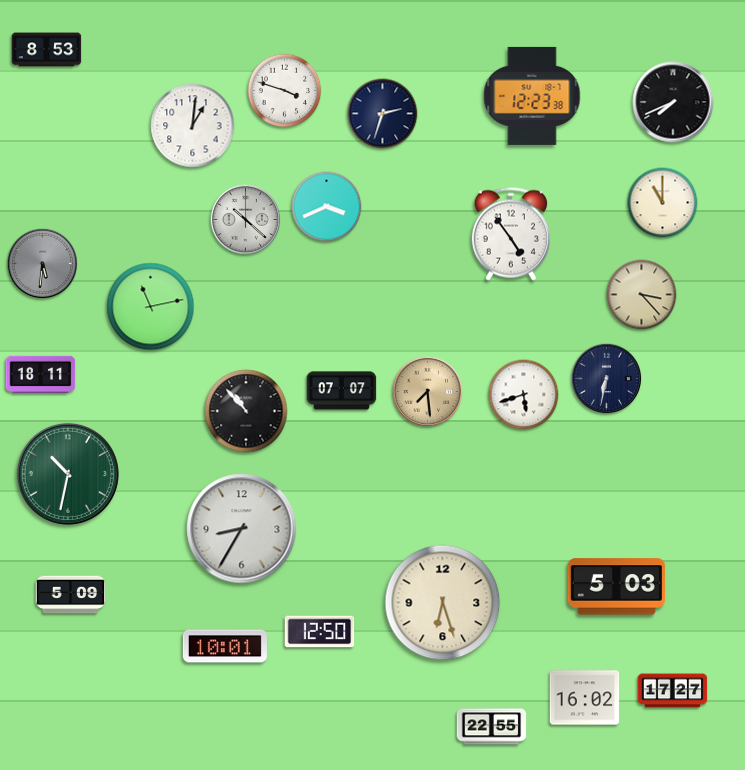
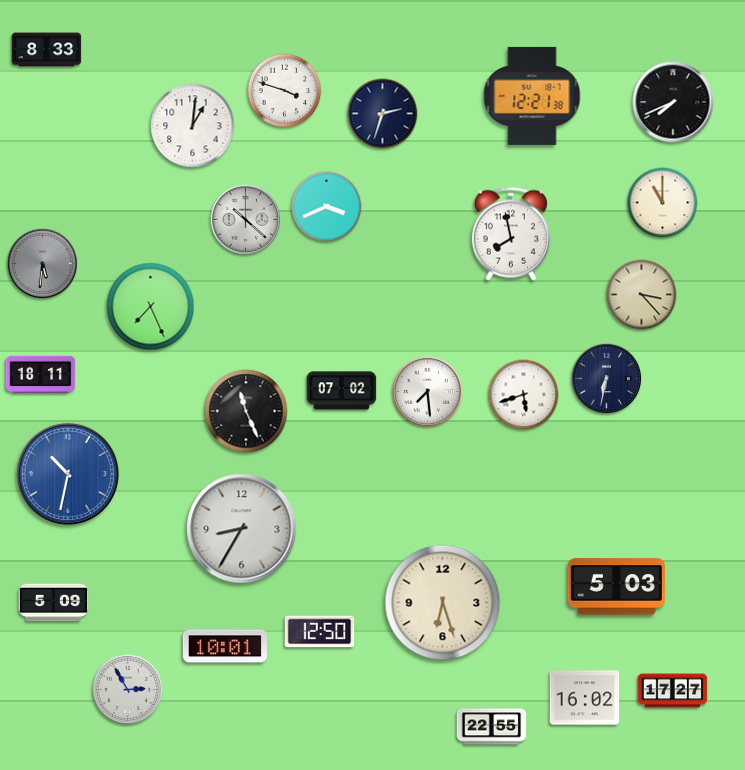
clock at (47, 50): 8:53 -> 8:33
clock at (532, 96): 12:23 -> 12:21
clock at (511, 234): 4:54 -> 7:58
clock at (151, 307): 11:13 -> 7:26
clock at (342, 391): 07:07 -> 07:02
clock at (428, 392) dial: champagne -> white
clock at (246, 411): 10:53 -> 11:26
clock at (68, 474) dial: green -> blue
clock at (71, 595) position: (71, 595) -> (54, 603)
clock at (128, 690): none -> 2:55
